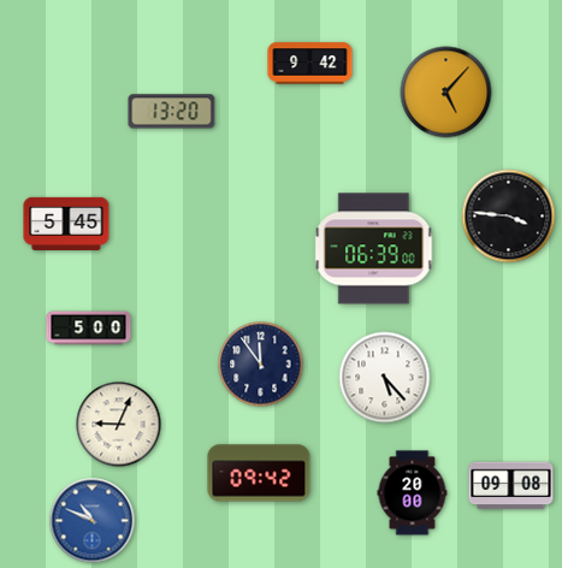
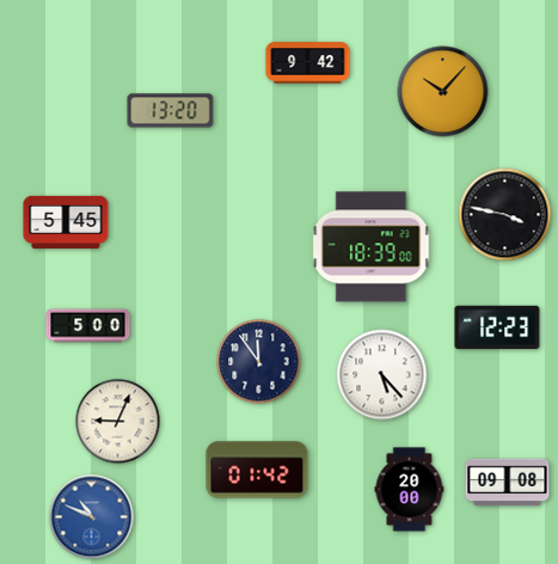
clock at (446, 93): 5:07 -> 10:07
clock at (509, 217): 3:46 -> 3:47
clock at (374, 249): 06:39 -> 18:39
clock at (497, 327): none -> 12:23
clock at (259, 473): 09:42 -> 01:42
